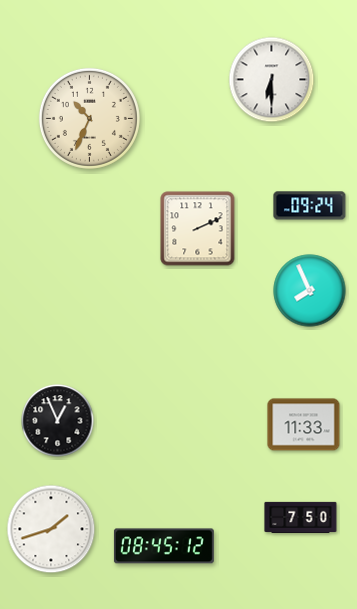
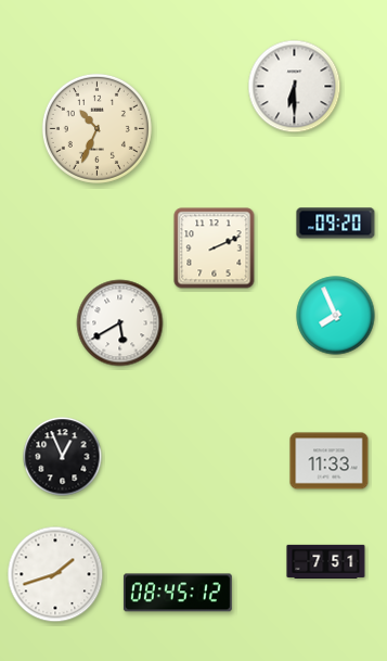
clock at (310, 206): 09:24 -> 09:20
clock at (120, 323): none -> 5:40
clock at (301, 517): 7:50 -> 7:51
